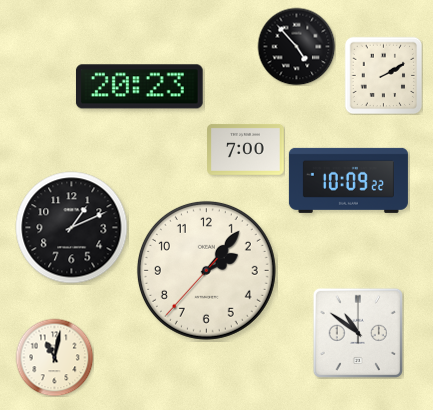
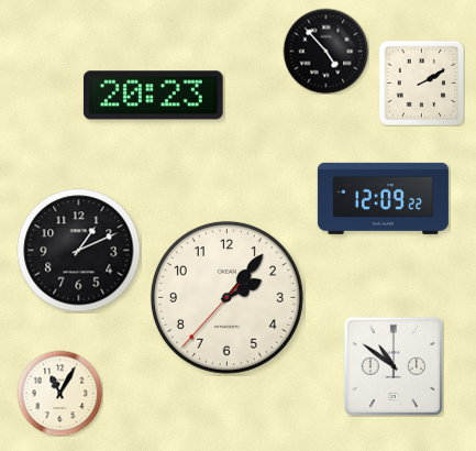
clock at (246, 150): 7:00 -> none
clock at (348, 180): 10:09 -> 12:09
clock at (54, 357): 11:02 -> 11:05
